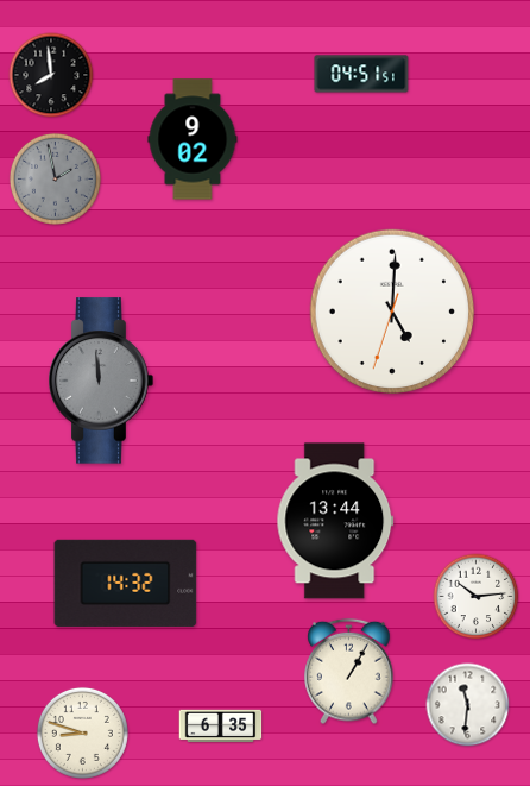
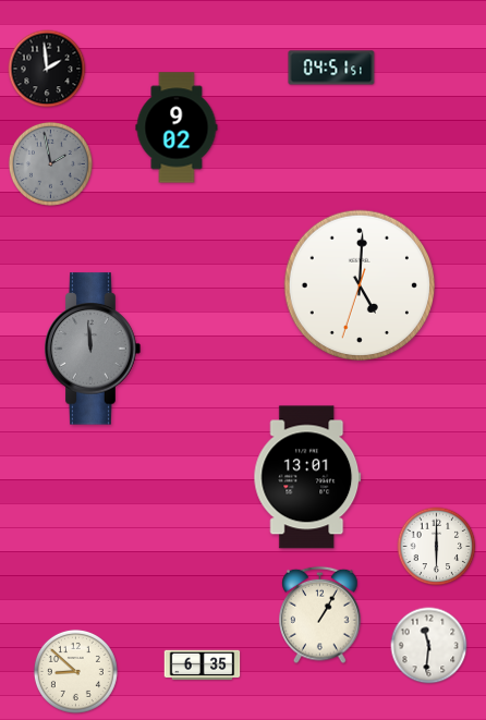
clock at (51, 75): 7:59 -> 1:59
clock at (335, 521): 13:44 -> 13:01
clock at (126, 583): 14:32 -> none
clock at (477, 597): 10:14 -> 6:00
clock at (82, 732): 8:48 -> 8:52
